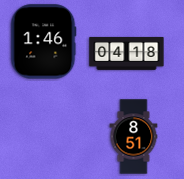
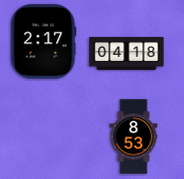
clock at (43, 42): 1:46 -> 2:17
clock at (134, 137): 8:51 -> 8:53
